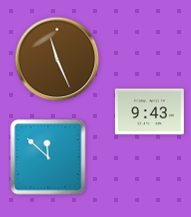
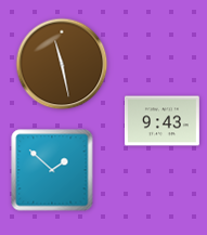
clock at (57, 59): 11:26 -> 11:28
clock at (48, 157): 11:52 -> 1:52
